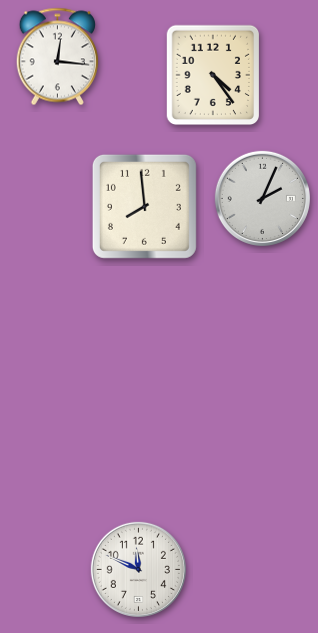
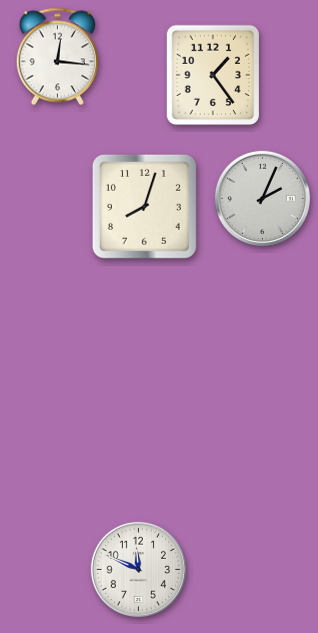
clock at (213, 75): 4:24 -> 1:24
clock at (144, 206): 7:59 -> 8:03
